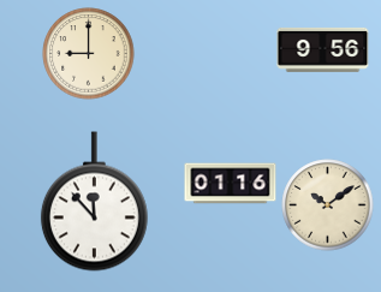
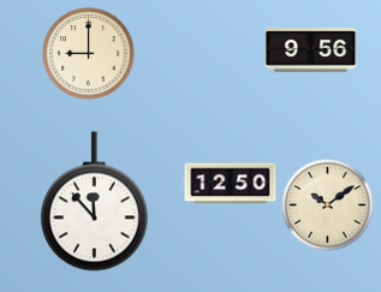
clock at (323, 49) position: (323, 49) -> (311, 49)
clock at (231, 184): 01:16 -> 12:50
